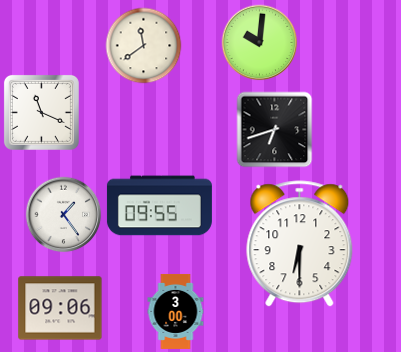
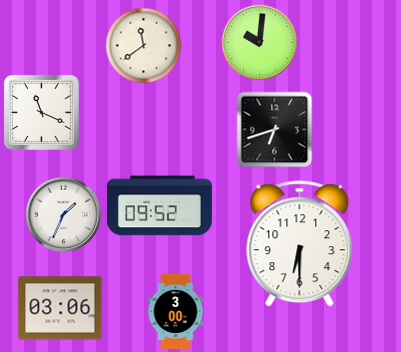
clock at (159, 206): 09:55 -> 09:52
clock at (64, 215): 1:24 -> 1:34
clock at (60, 308): 09:06 -> 03:06
